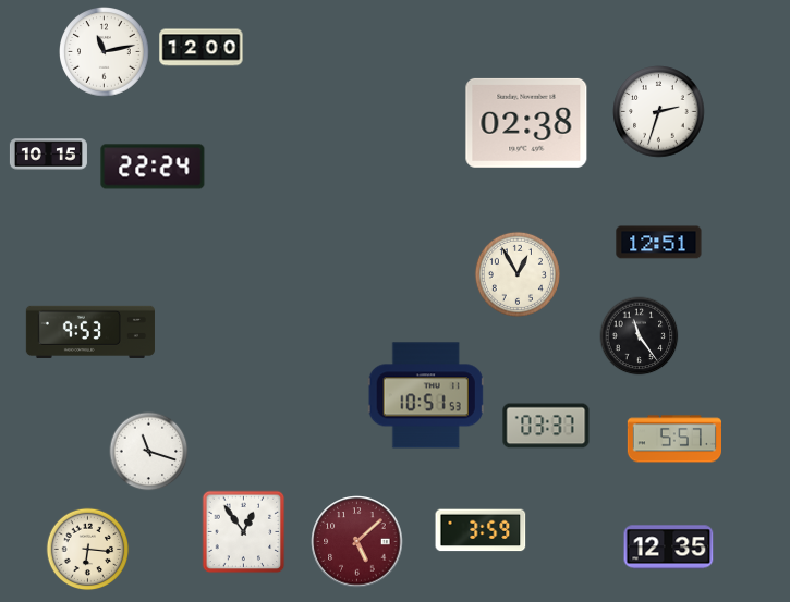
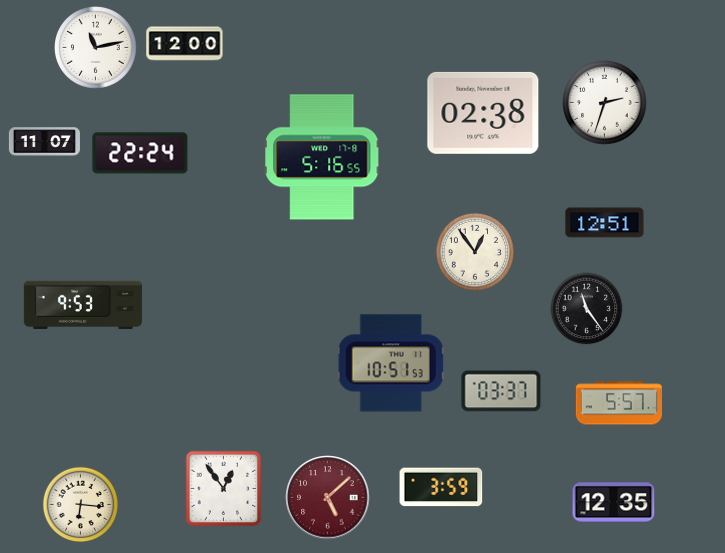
clock at (48, 155): 10:15 -> 11:07
clock at (323, 157): none -> 5:16
clock at (518, 274): 12:55 -> 12:54
clock at (149, 452): 11:18 -> none
